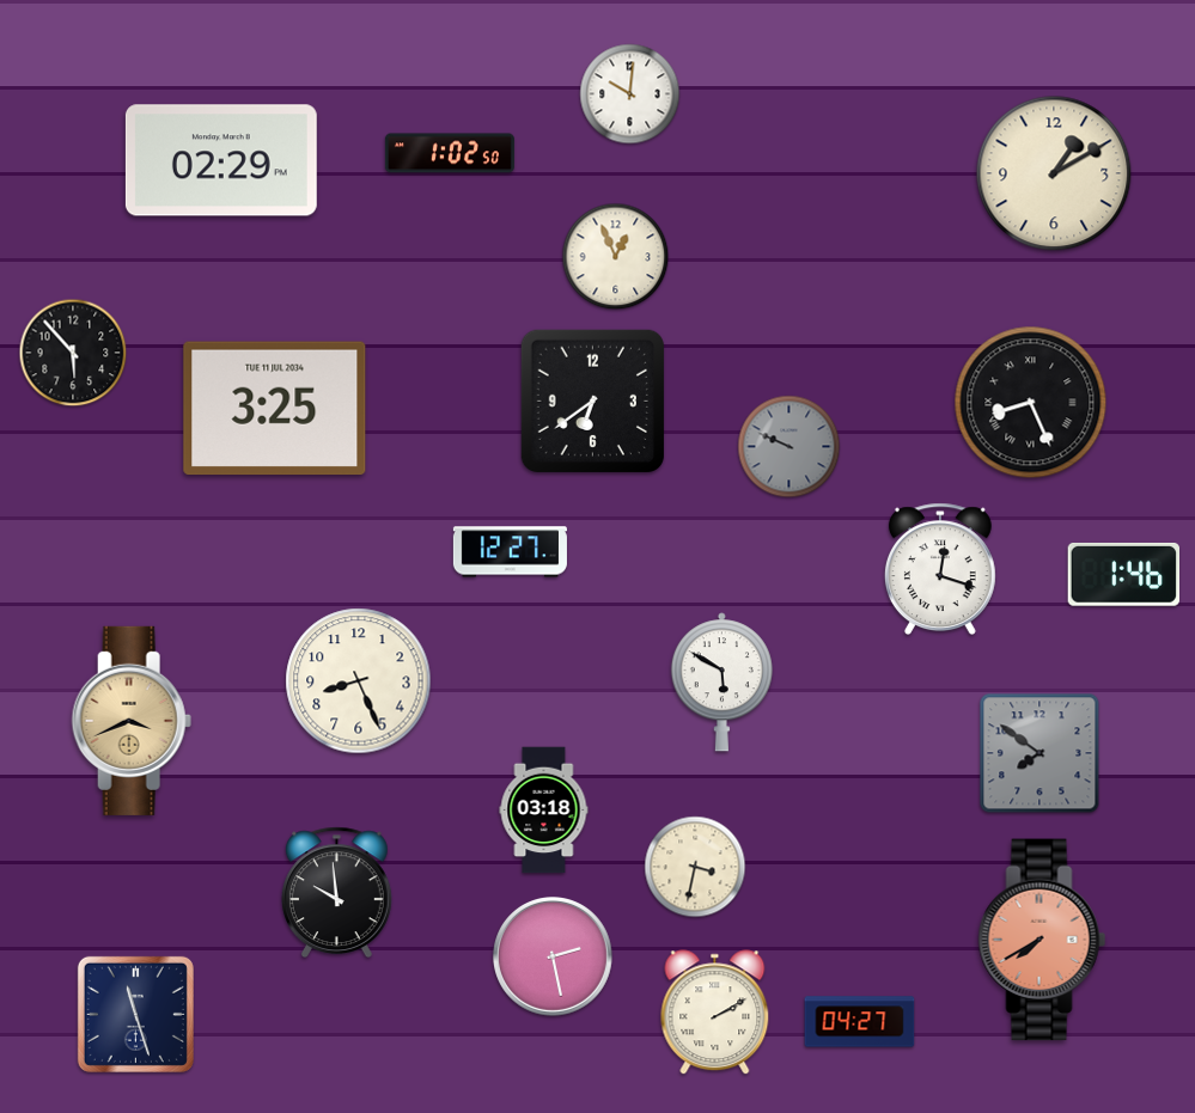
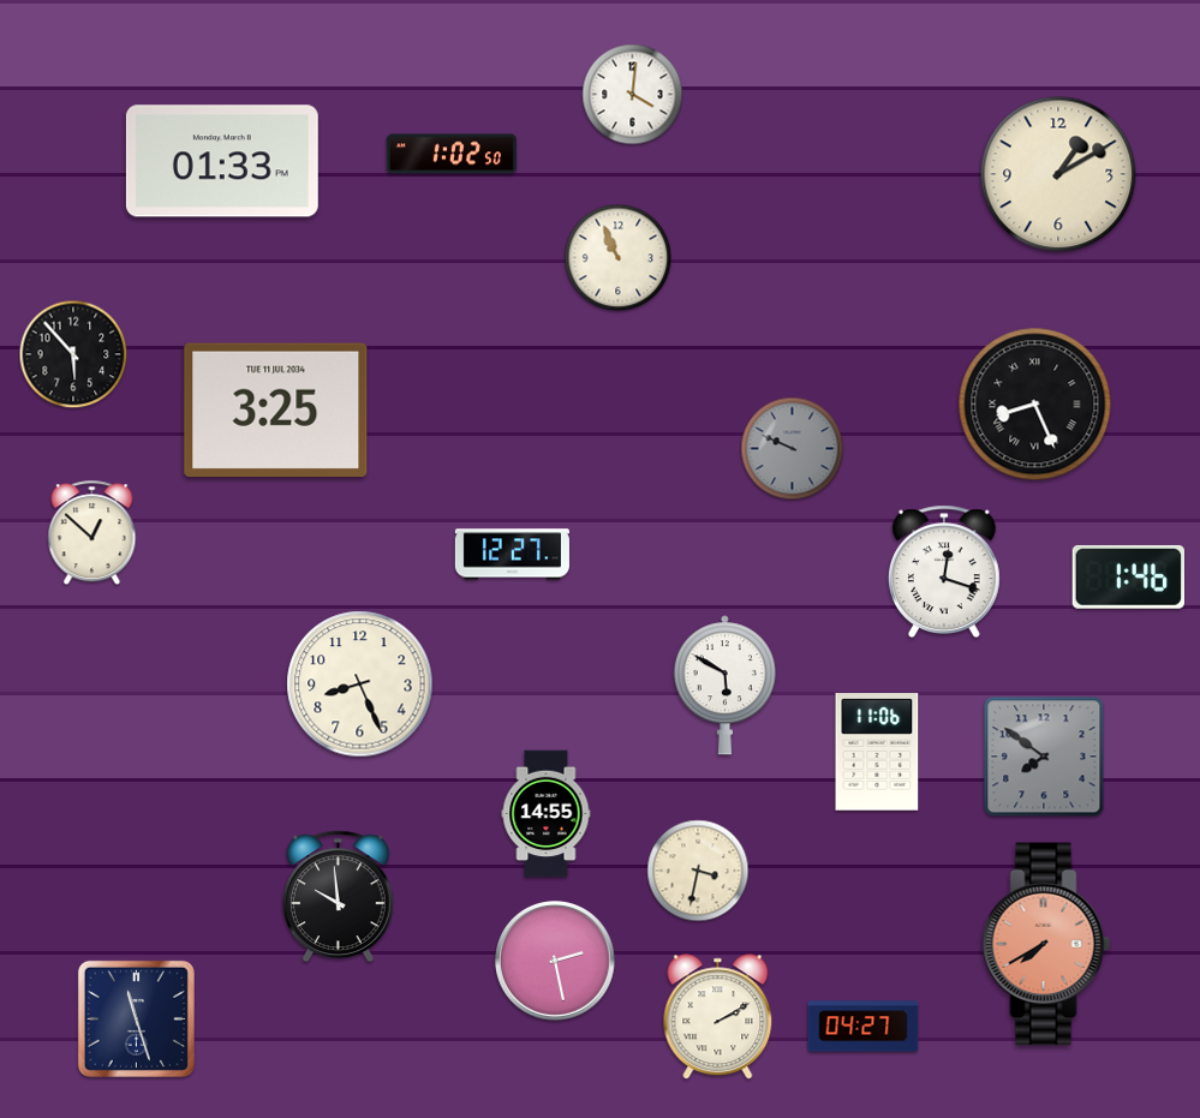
clock at (630, 94): 10:01 -> 4:01
clock at (221, 160): 02:29 -> 01:33
clock at (616, 257): 12:56 -> 10:56
clock at (592, 400): 6:39 -> none
clock at (92, 533): none -> 12:52
clock at (132, 721): 3:41 -> none
clock at (877, 752): none -> 11:06
clock at (544, 811): 03:18 -> 14:55
